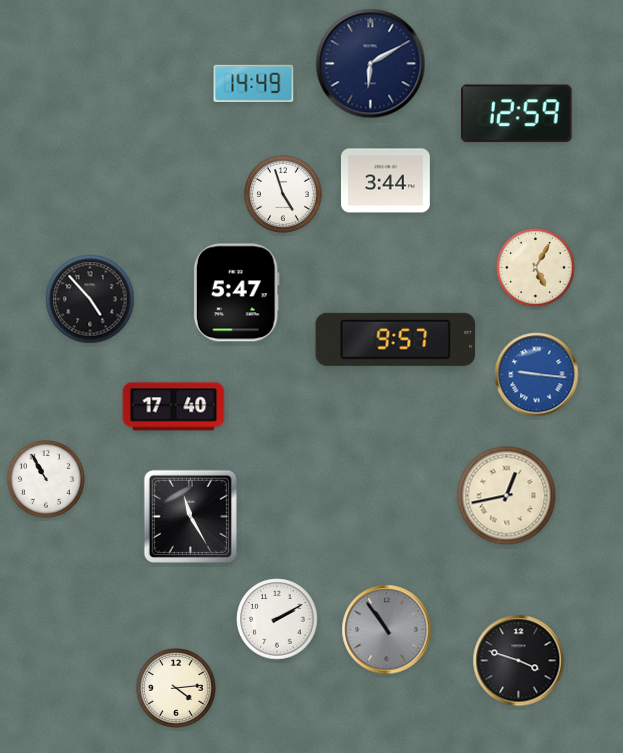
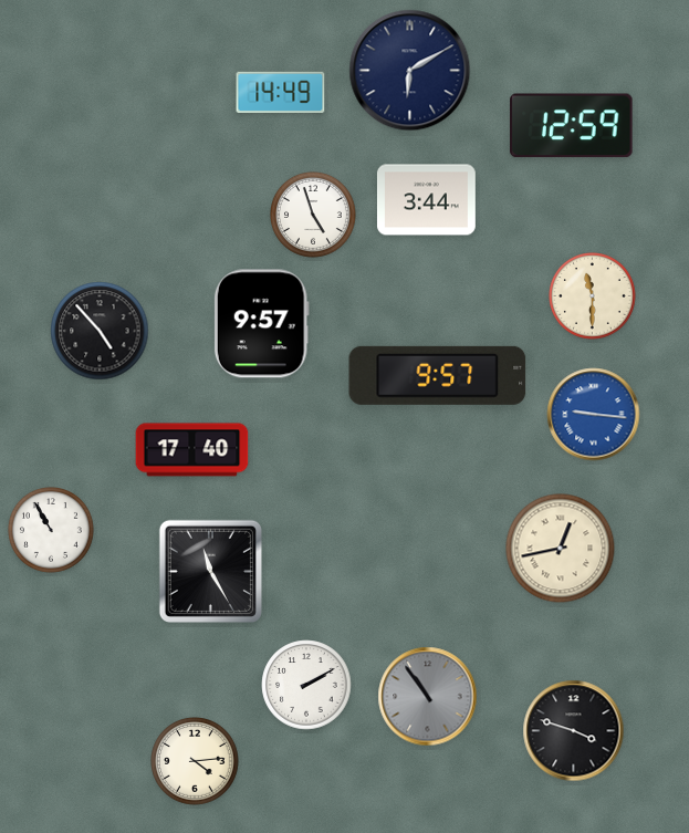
clock at (536, 268): 5:05 -> 11:30
clock at (236, 293): 5:47 -> 9:57
